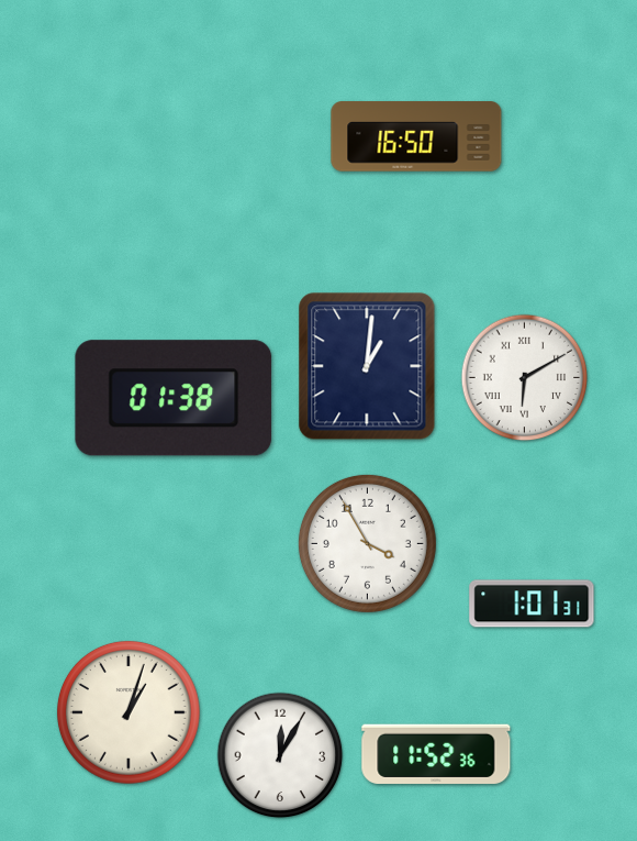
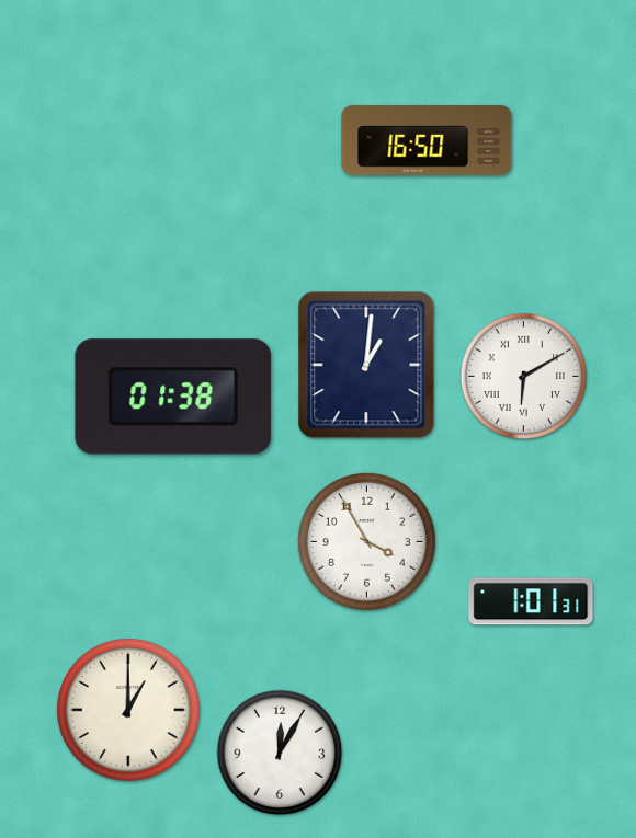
clock at (416, 136) position: (416, 136) -> (427, 140)
clock at (128, 712): 1:03 -> 1:00
clock at (436, 754): 11:52 -> none
